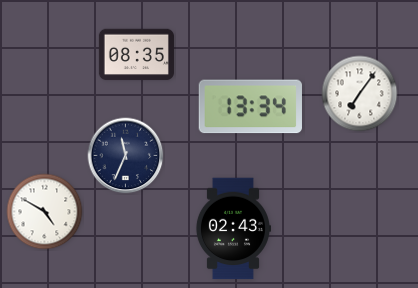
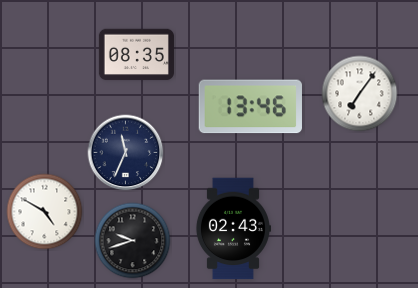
clock at (250, 107): 13:34 -> 13:46
clock at (126, 156) position: (126, 156) -> (126, 153)
clock at (133, 241): none -> 9:42
